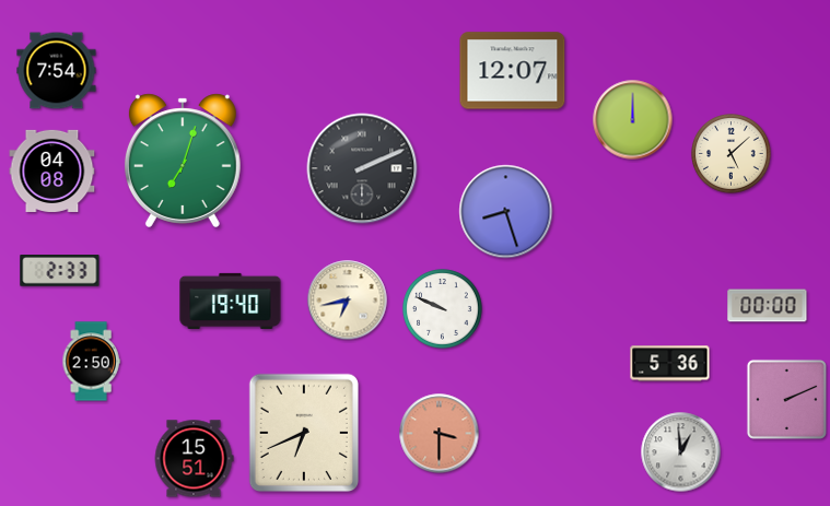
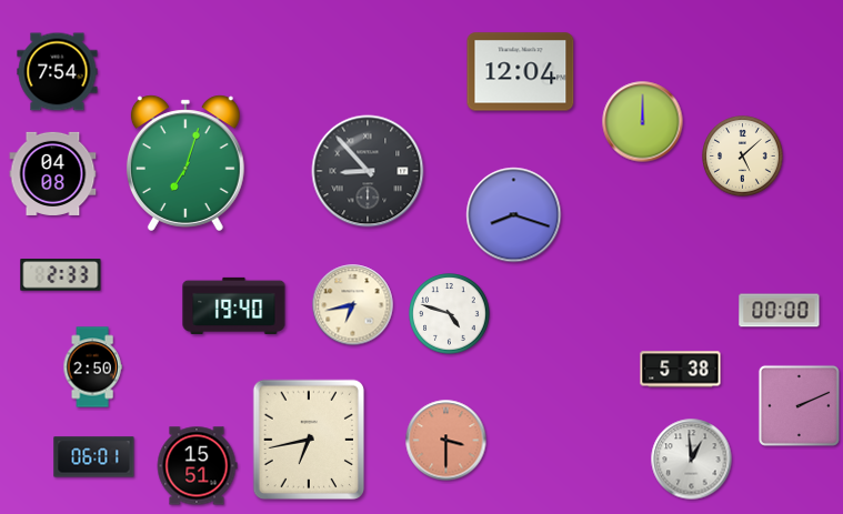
clock at (513, 71): 12:07 -> 12:04
clock at (362, 168): 2:11 -> 8:53
clock at (506, 212): 8:27 -> 8:18
clock at (443, 309): 9:49 -> 4:48
clock at (670, 364): 5:36 -> 5:38
clock at (303, 432): 6:41 -> 6:43
clock at (94, 457): none -> 06:01
